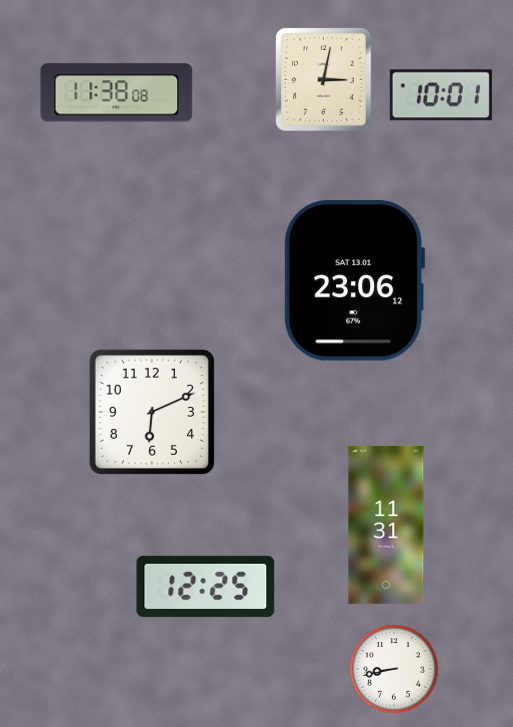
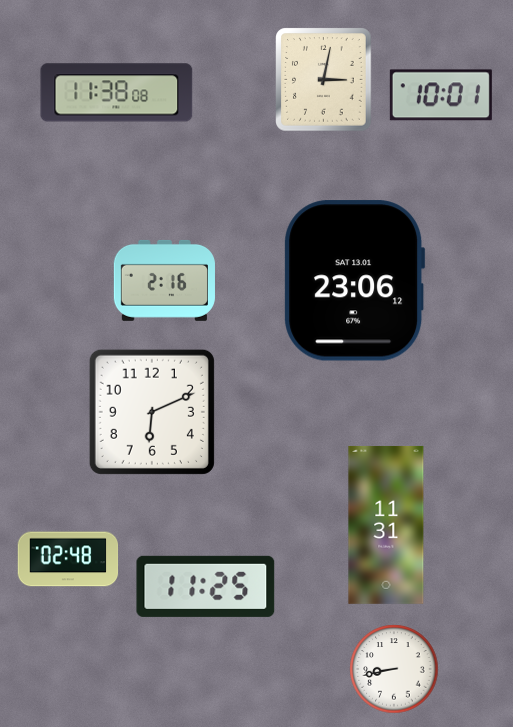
clock at (164, 280): none -> 2:16
clock at (68, 559): none -> 02:48
clock at (206, 586): 12:25 -> 11:25
